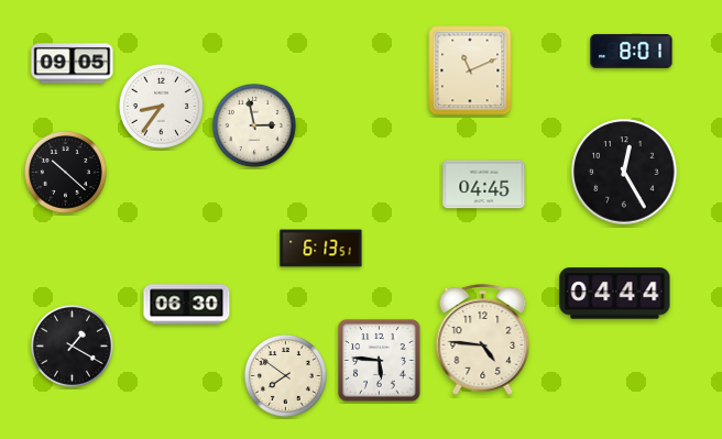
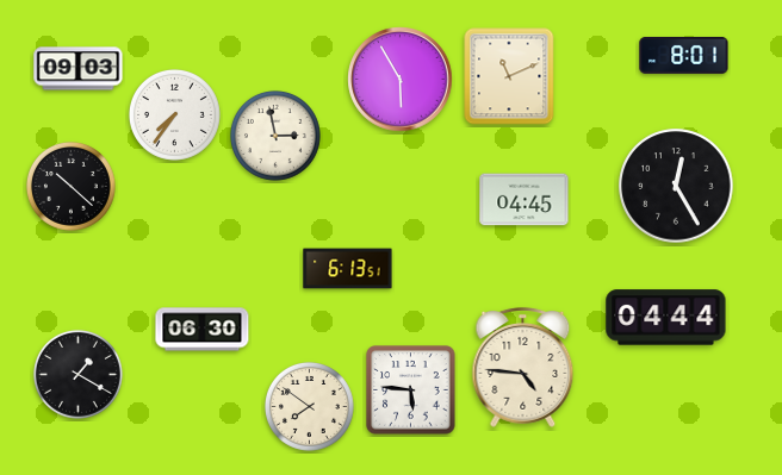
clock at (73, 64): 09:05 -> 09:03
clock at (401, 80): none -> 5:55
clock at (161, 106): 8:36 -> 7:36
